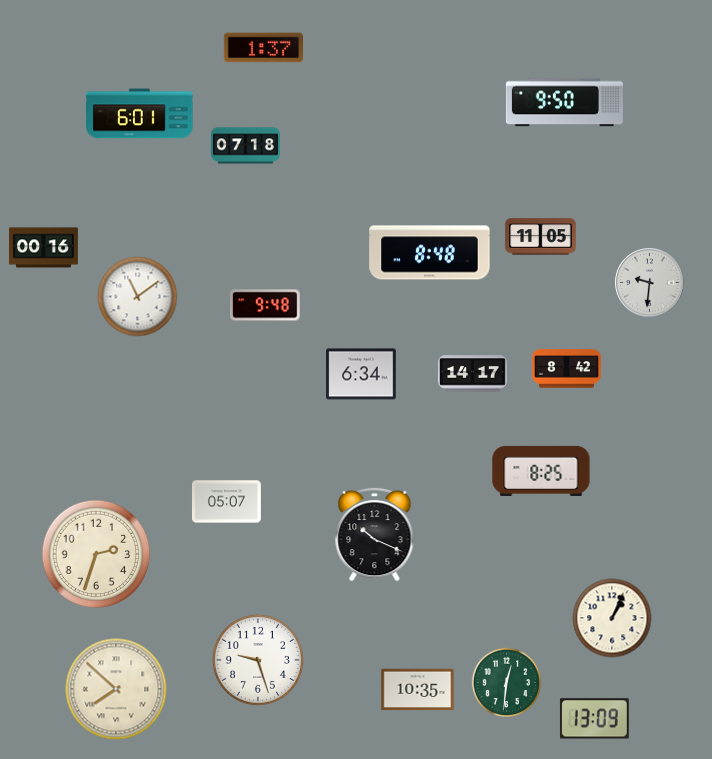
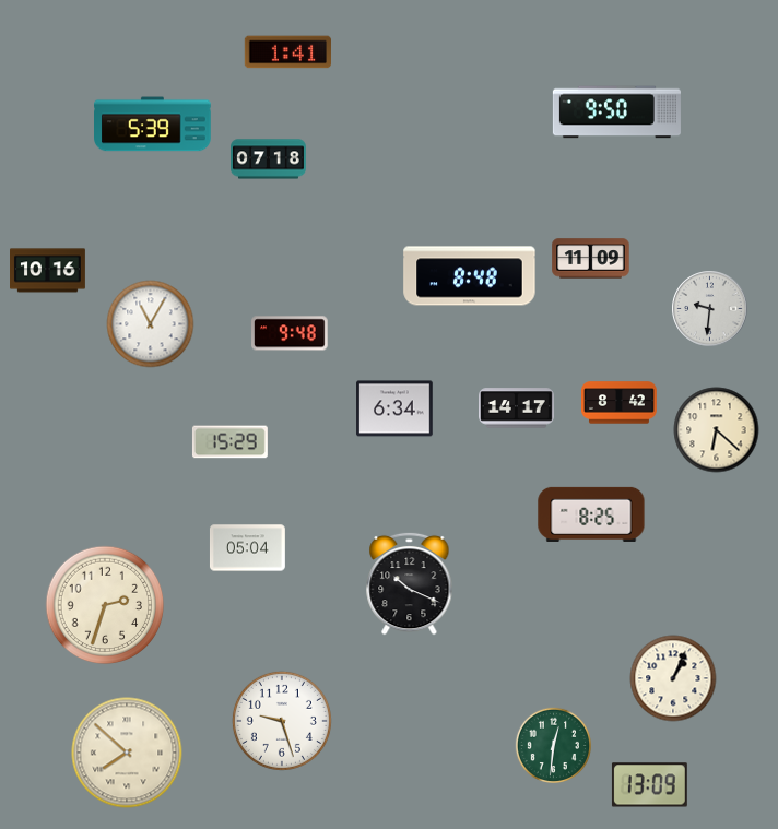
clock at (263, 48): 1:37 -> 1:41
clock at (140, 114): 6:01 -> 5:39
clock at (541, 237): 11:05 -> 11:09
clock at (44, 248): 00:16 -> 10:16
clock at (138, 297): 11:09 -> 11:05
clock at (717, 430): none -> 6:22
clock at (229, 442): none -> 15:29
clock at (226, 502): 05:07 -> 05:04
clock at (612, 618) position: (612, 618) -> (673, 678)
clock at (418, 690): 10:35 -> none
